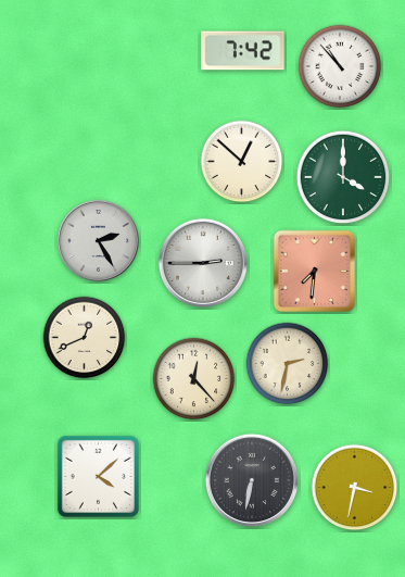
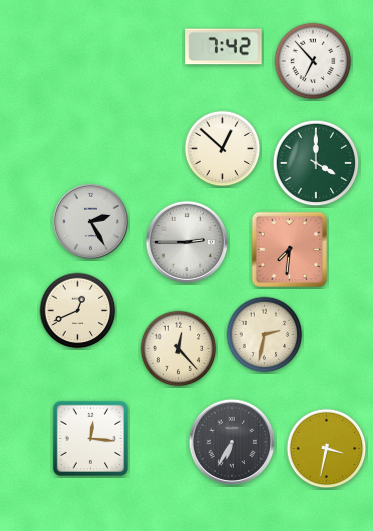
clock at (340, 66): 10:53 -> 6:53
clock at (98, 476): 4:08 -> 12:16
clock at (252, 480): 6:32 -> 6:35
